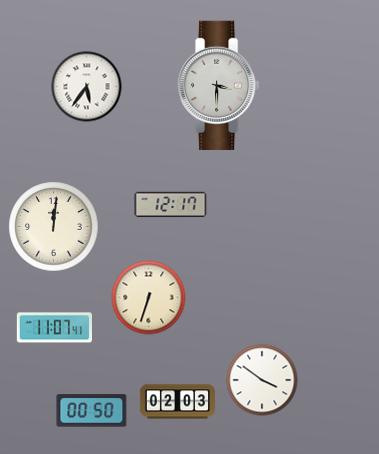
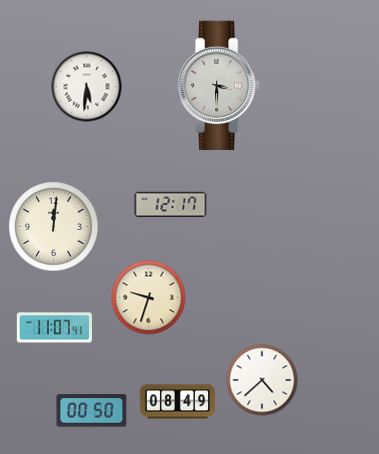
clock at (87, 87): 5:36 -> 5:31
clock at (149, 298): 6:33 -> 9:33
clock at (262, 380): 3:51 -> 4:38
clock at (177, 402): 02:03 -> 08:49
